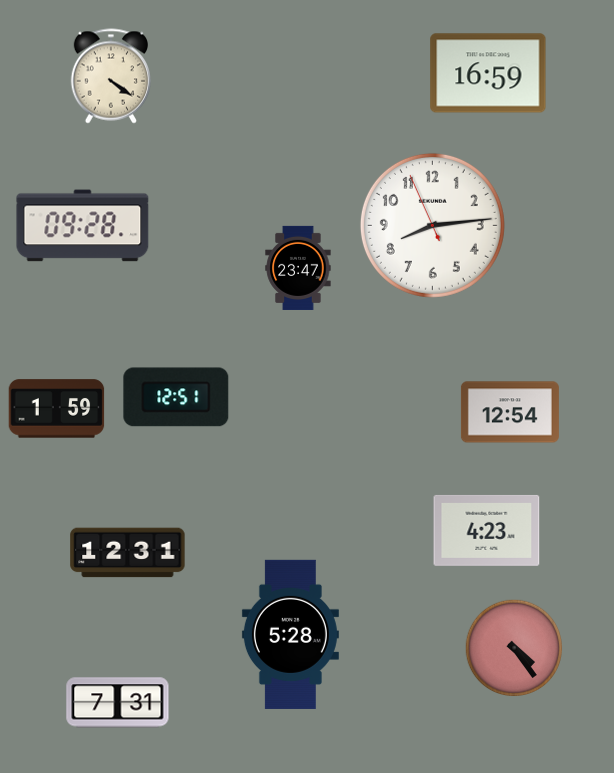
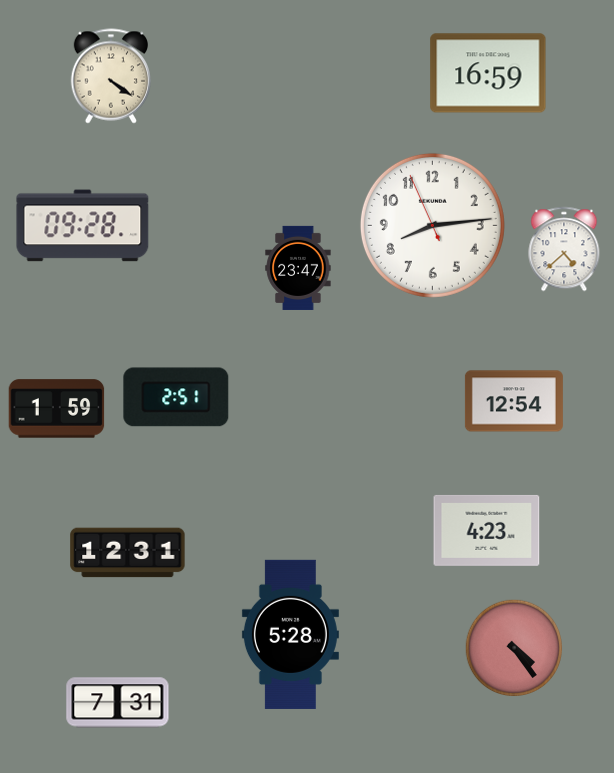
clock at (564, 249): none -> 4:38
clock at (176, 397): 12:51 -> 2:51
clock at (510, 412) position: (510, 412) -> (514, 401)
